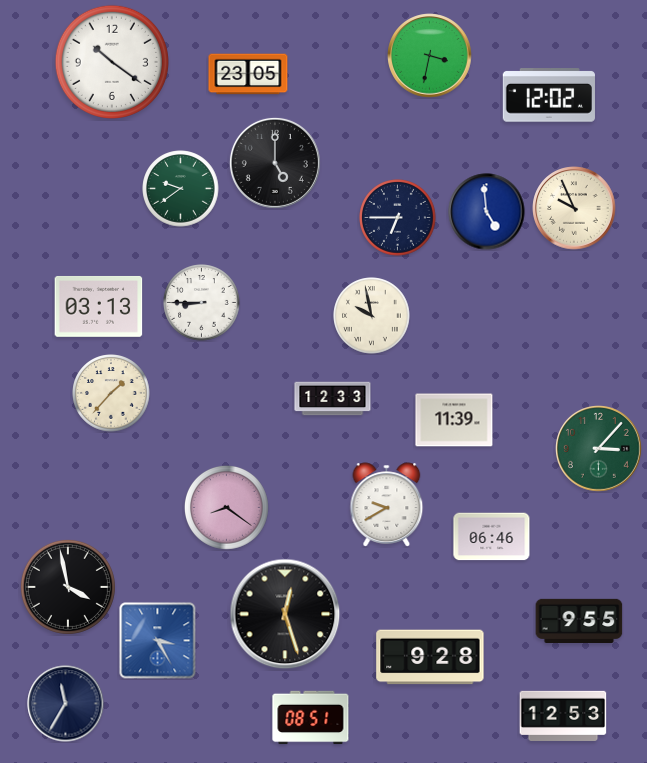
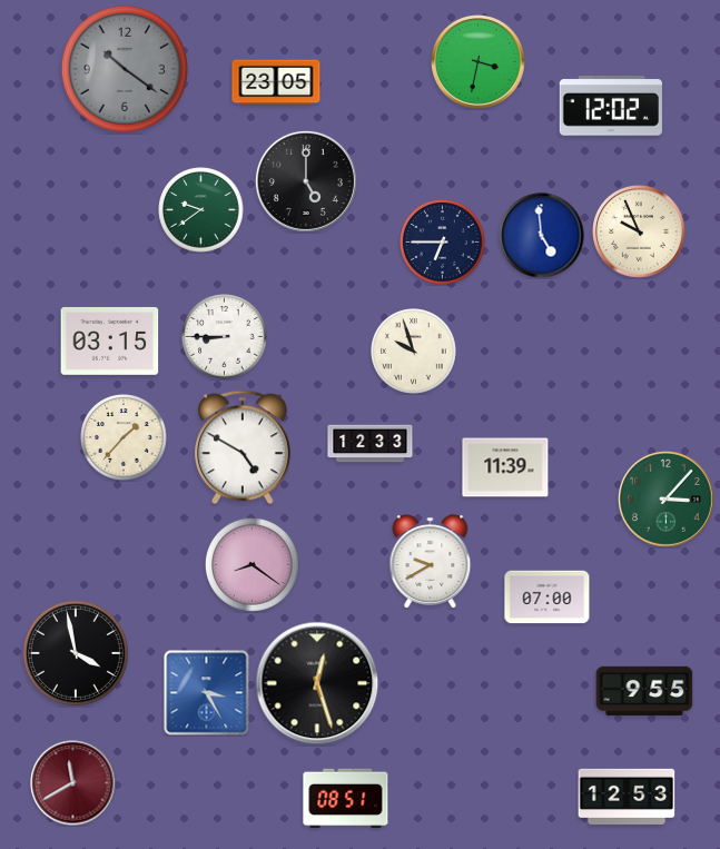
clock at (112, 62) dial: white -> grey
clock at (99, 307): 03:13 -> 03:15
clock at (372, 316): 9:58 -> 9:57
clock at (243, 447): none -> 4:50
clock at (492, 537): 06:46 -> 07:00
clock at (158, 641) position: (158, 641) -> (207, 693)
clock at (430, 657): 9:28 -> none
clock at (66, 704): 11:35 -> 11:40
clock at (66, 704) dial: navy -> burgundy
